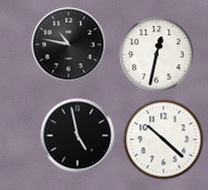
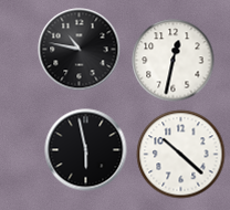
clock at (69, 45) position: (69, 45) -> (80, 50)
clock at (78, 136): 4:58 -> 5:58
